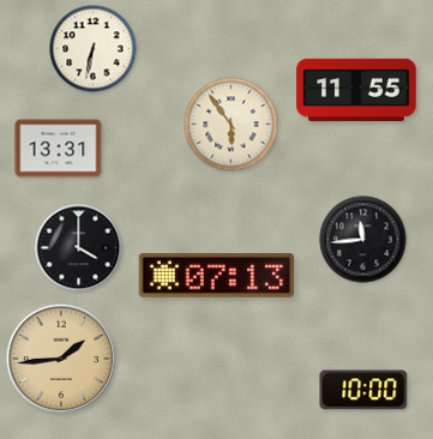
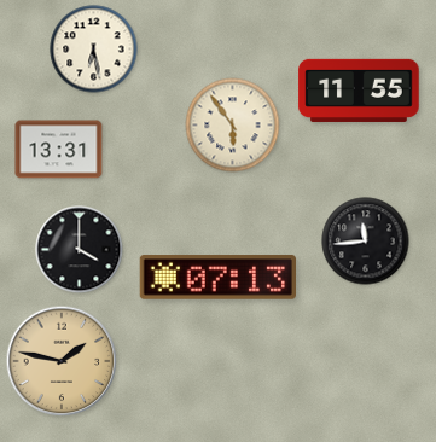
clock at (94, 49): 6:32 -> 6:28
clock at (61, 359): 1:44 -> 1:47
clock at (363, 390): 10:00 -> none
